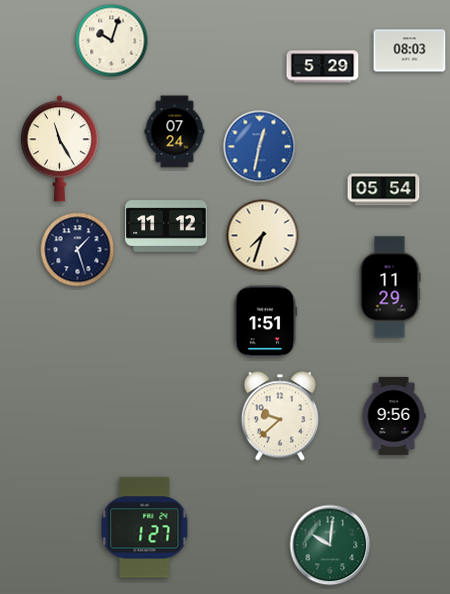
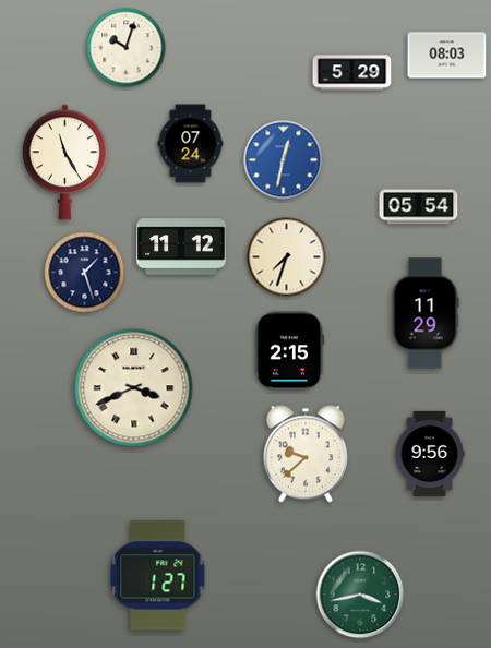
clock at (112, 41) position: (112, 41) -> (127, 48)
clock at (266, 322): 1:51 -> 2:15
clock at (134, 388): none -> 3:41
clock at (330, 545): 10:01 -> 3:43
